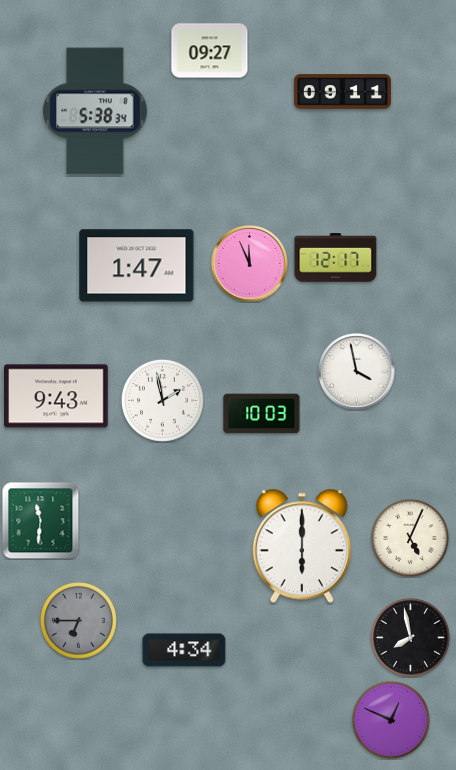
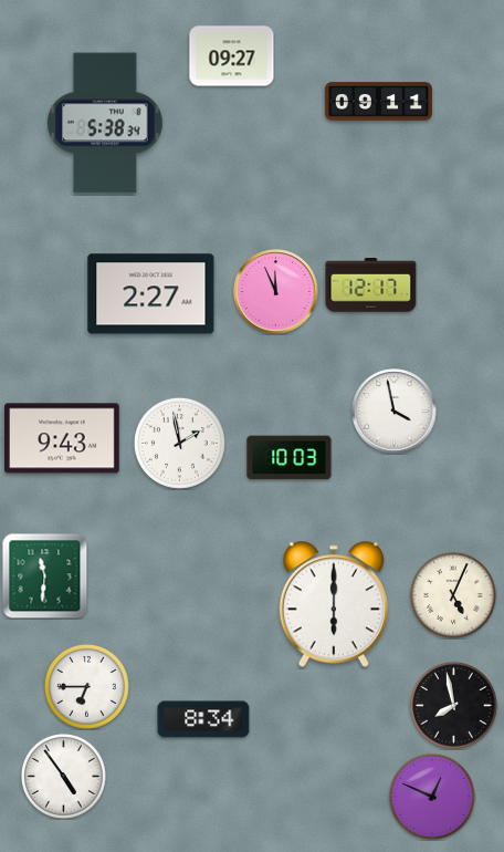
clock at (137, 266): 1:47 -> 2:27
clock at (78, 620) dial: grey -> white
clock at (184, 650): 4:34 -> 8:34
clock at (63, 776): none -> 4:54
